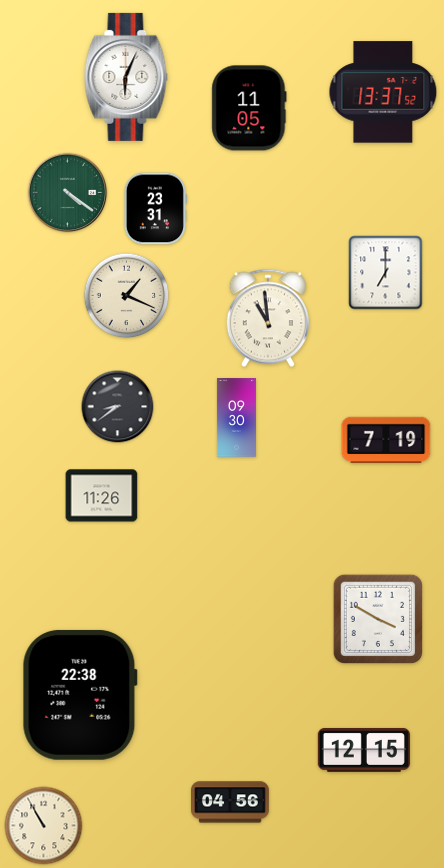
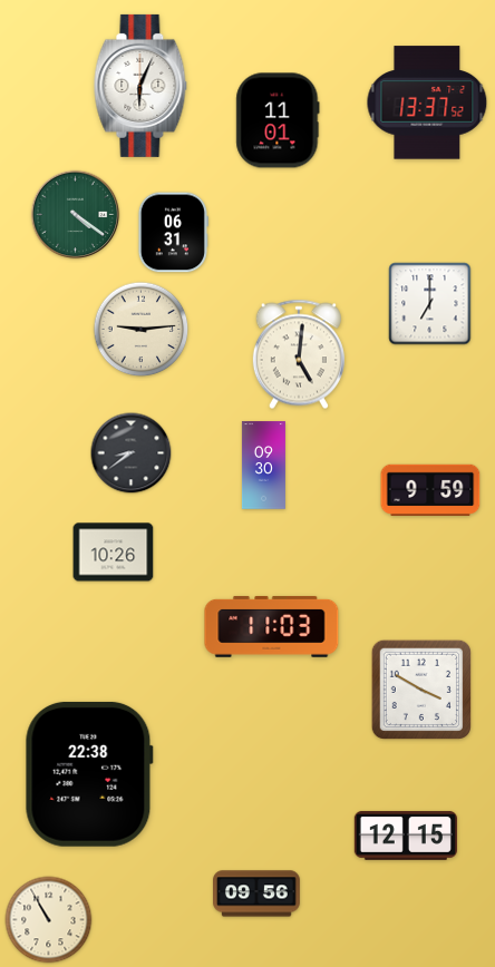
clock at (249, 108): 11:05 -> 11:01
clock at (155, 209): 23:31 -> 06:31
clock at (127, 296): 1:19 -> 9:14
clock at (268, 318): 10:59 -> 5:01
clock at (386, 440): 7:19 -> 9:59
clock at (102, 496): 11:26 -> 10:26
clock at (272, 626): none -> 11:03
clock at (231, 802): 04:56 -> 09:56
